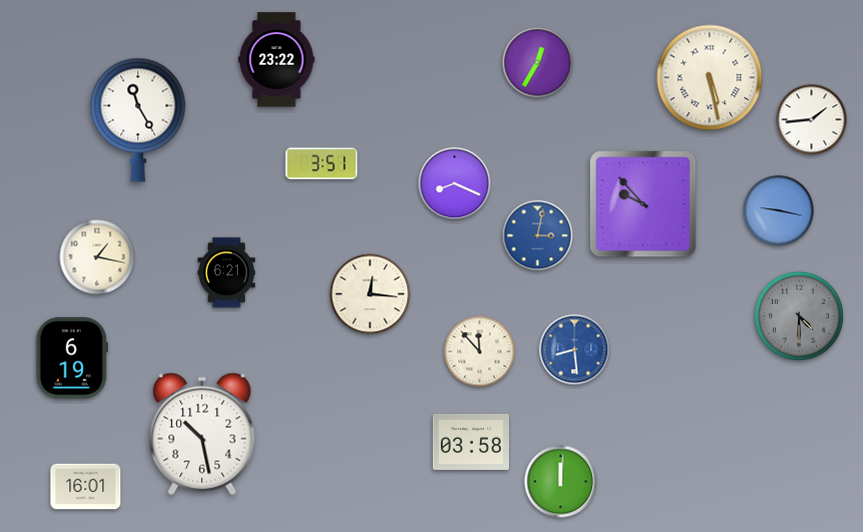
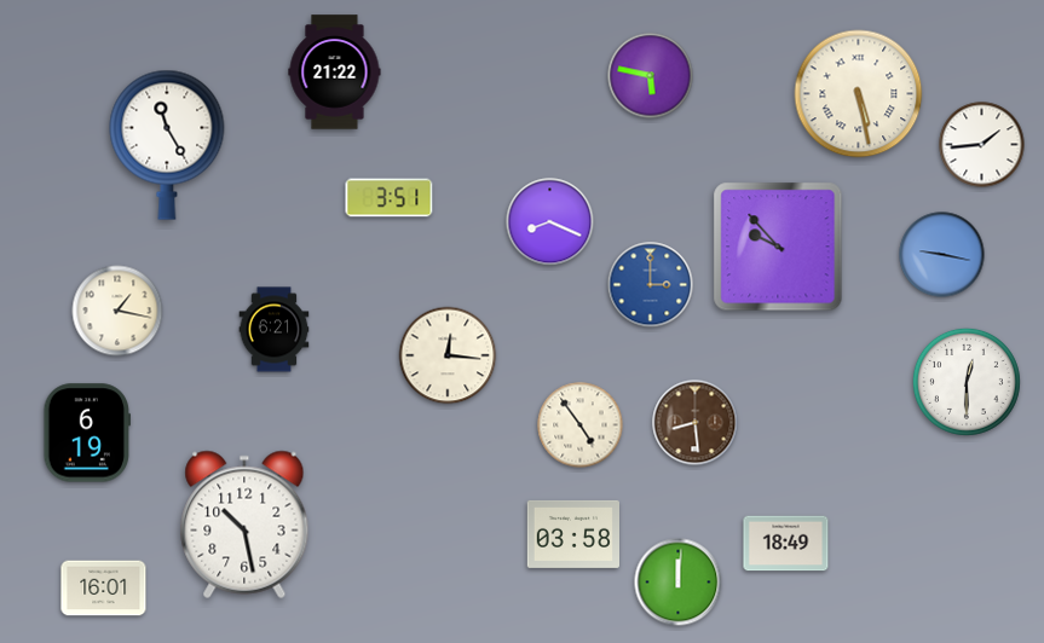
clock at (277, 60): 23:22 -> 21:22
clock at (538, 63): 12:35 -> 5:47
clock at (538, 236): 3:02 -> 3:00
clock at (799, 316): 4:30 -> 12:30
clock at (799, 316) dial: grey -> white
clock at (575, 350) dial: blue -> brown
clock at (480, 352): 11:53 -> 4:54
clock at (470, 442) position: (470, 442) -> (572, 534)
clock at (786, 544): none -> 18:49
